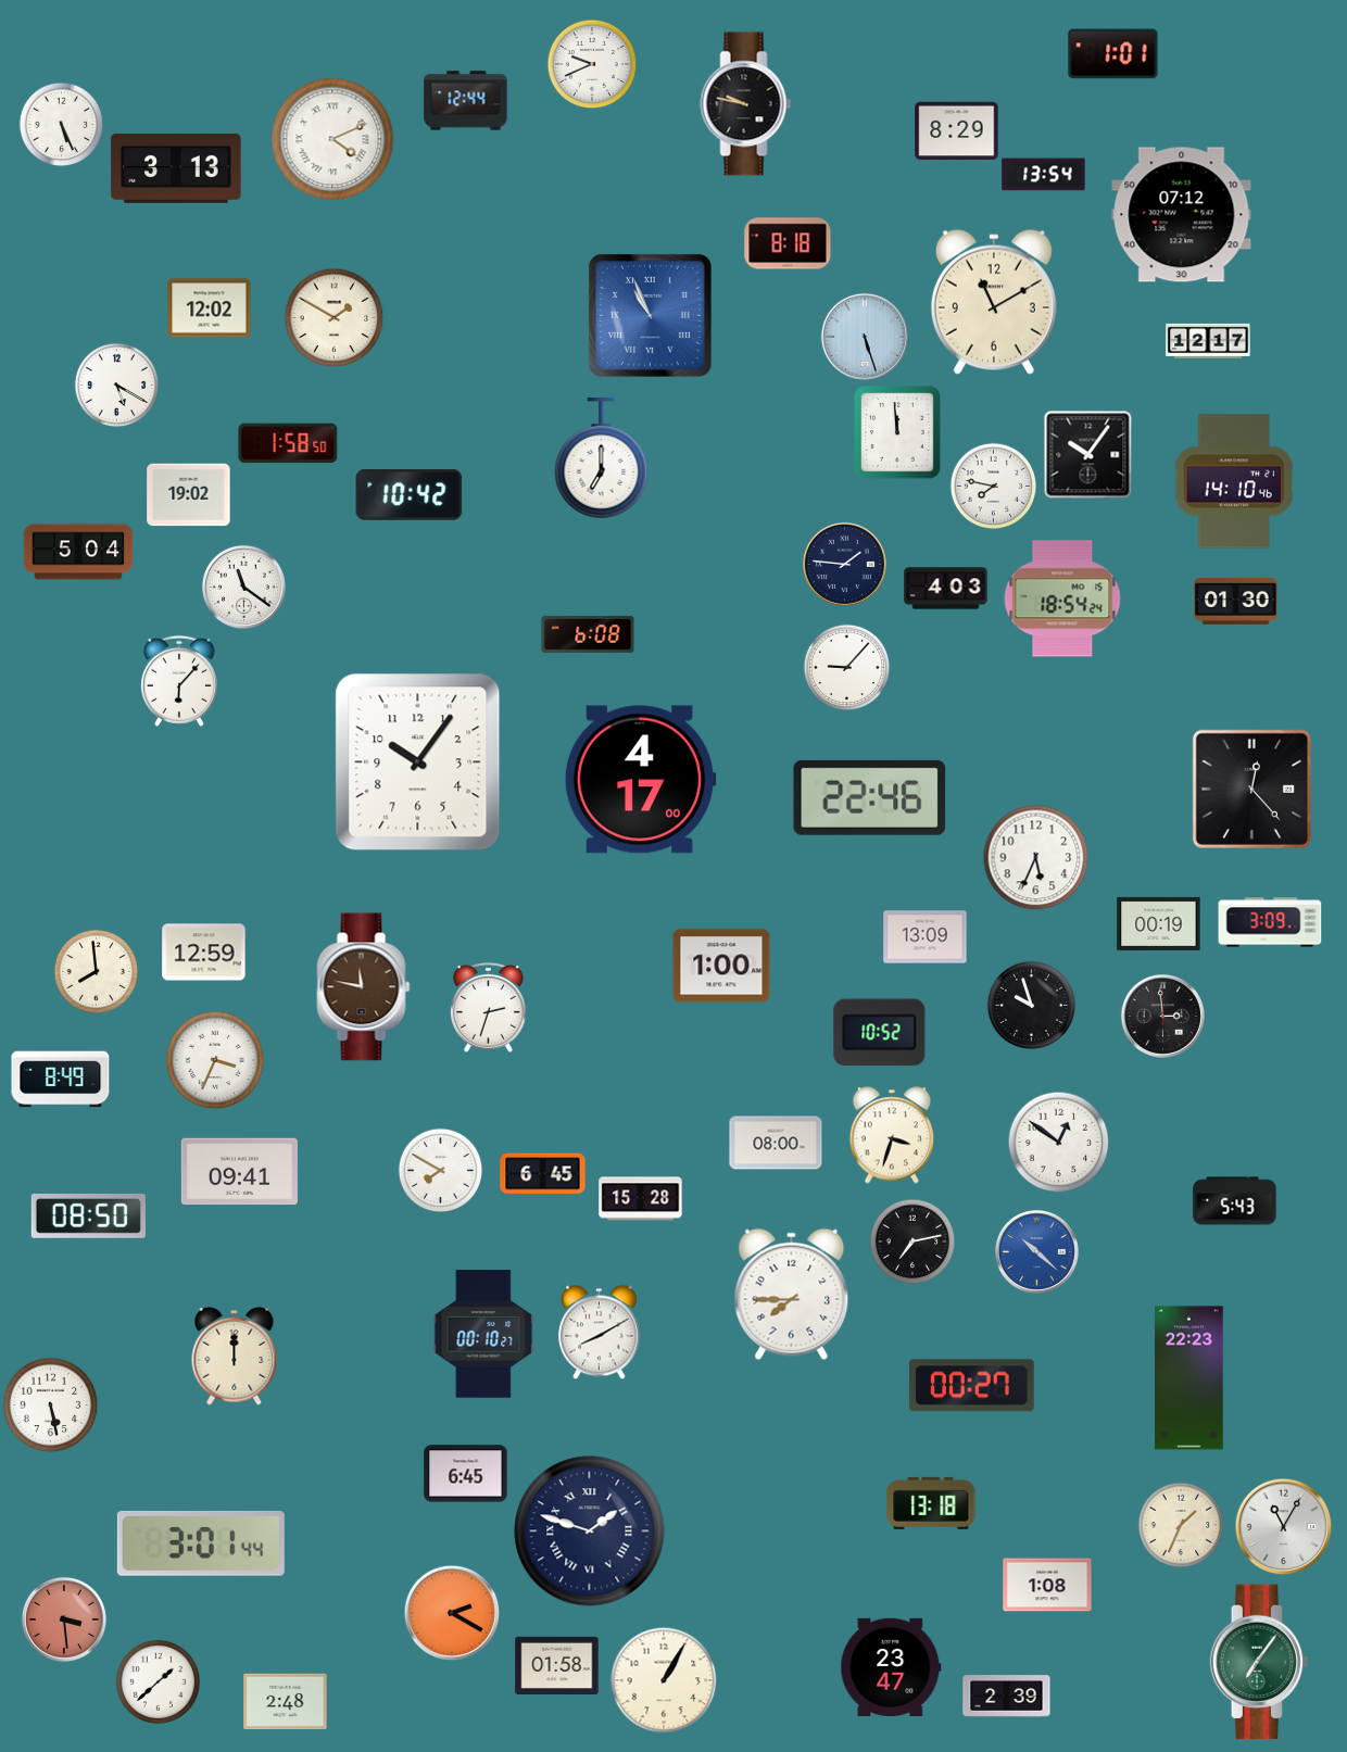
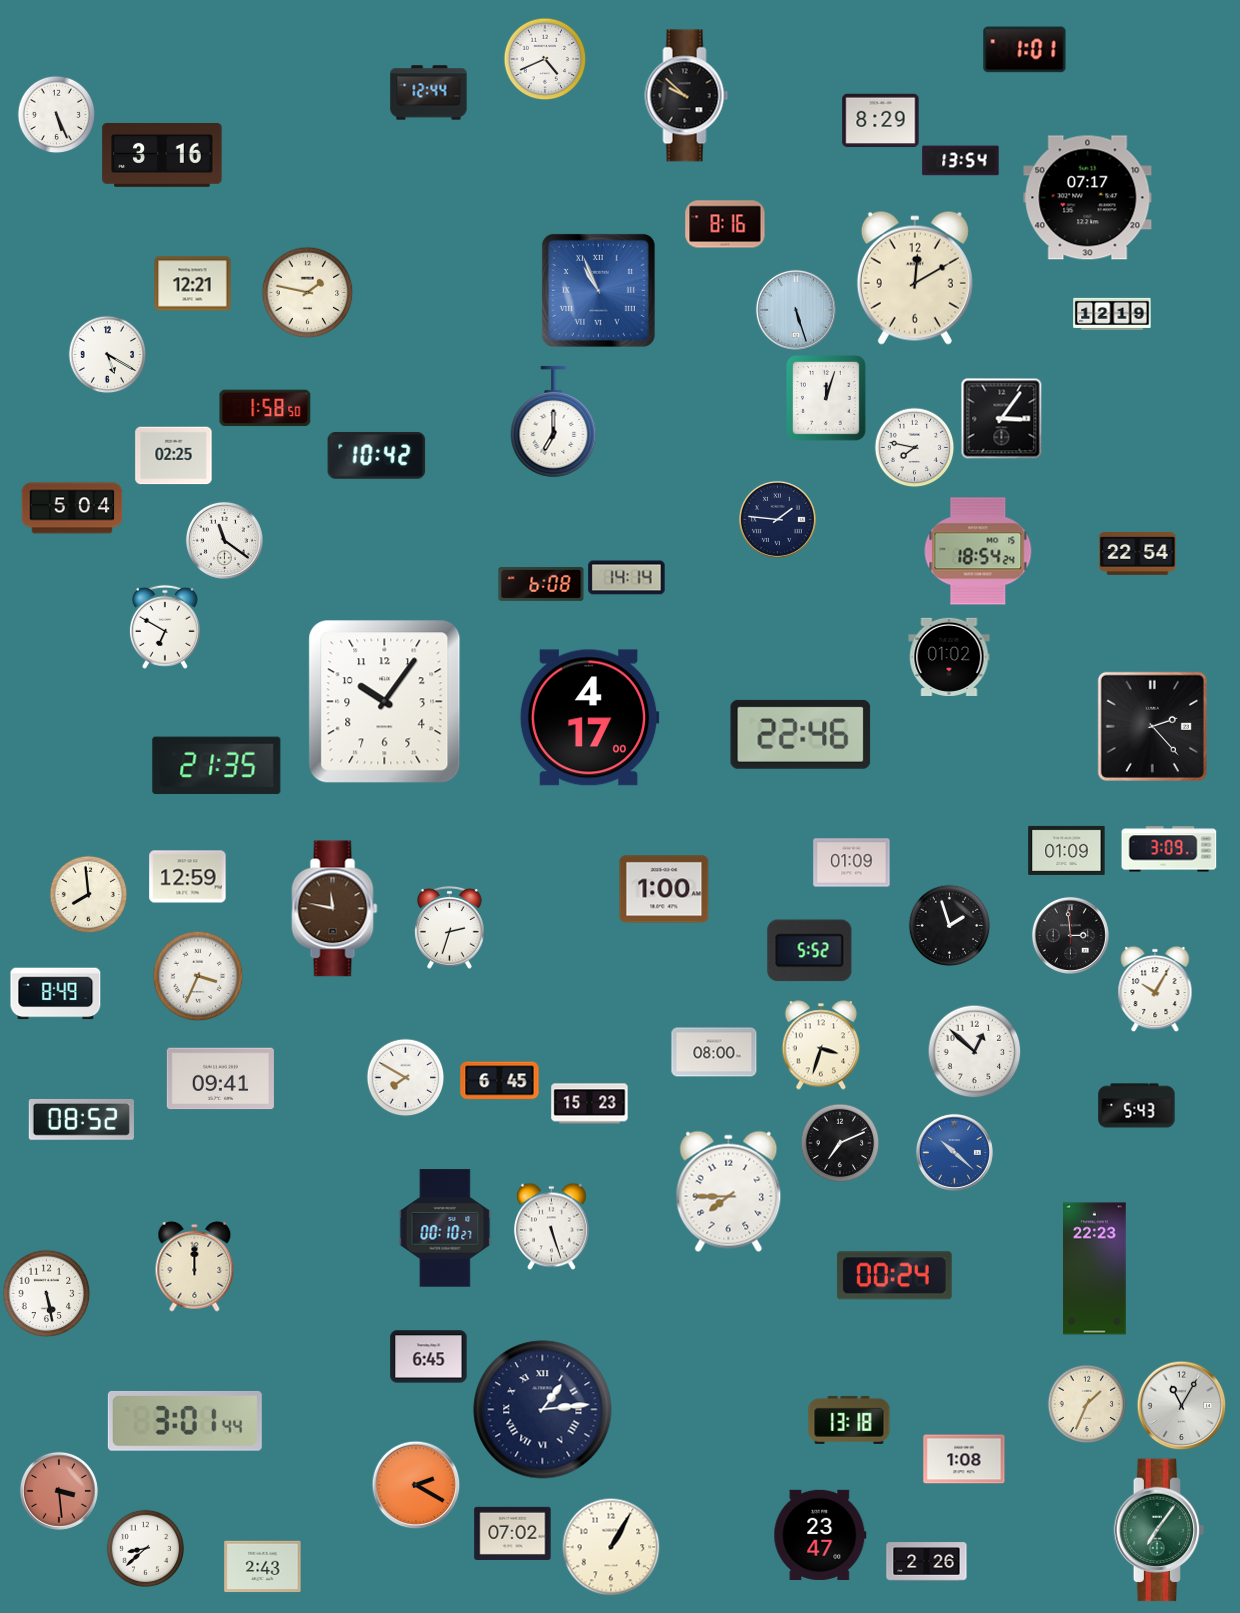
clock at (592, 64): 9:41 -> 4:41
clock at (746, 104): 9:47 -> 9:52
clock at (332, 139): 4:11 -> none
clock at (176, 168): 3:13 -> 3:16
clock at (1182, 215): 07:12 -> 07:17
clock at (788, 243): 8:18 -> 8:16
clock at (994, 302): 11:10 -> 12:10
clock at (210, 308): 12:02 -> 12:21
clock at (333, 317): 1:50 -> 1:47
clock at (1208, 341): 12:17 -> 12:19
clock at (898, 433): 11:59 -> 12:03
clock at (1087, 454): 10:06 -> 3:06
clock at (1234, 481): 14:10 -> none
clock at (189, 495): 19:02 -> 02:25
clock at (946, 589): 4:03 -> none
clock at (1236, 602): 01:30 -> 22:54
clock at (627, 578): none -> 14:14
clock at (846, 667): 9:07 -> none
clock at (179, 681): 6:07 -> 6:50
clock at (949, 657): none -> 01:02
clock at (1251, 789): 12:23 -> 2:23
clock at (217, 766): none -> 21:35
clock at (1035, 857): 5:34 -> none
clock at (1159, 923): 00:19 -> 01:09
clock at (926, 937): 13:09 -> 01:09
clock at (1031, 1005): 9:57 -> 1:57
clock at (880, 1033): 10:52 -> 5:52
clock at (1155, 989): none -> 10:05
clock at (1058, 1142): 12:51 -> 12:52
clock at (641, 1199): 15:28 -> 15:23
clock at (88, 1215): 08:50 -> 08:52
clock at (912, 1241): 7:13 -> 7:11
clock at (600, 1332): 8:10 -> 5:27
clock at (235, 1356) position: (235, 1356) -> (195, 1266)
clock at (971, 1386): 00:27 -> 00:24
clock at (931, 1503) position: (931, 1503) -> (849, 1420)
clock at (590, 1532): 1:48 -> 1:14
clock at (557, 1665): 01:58 -> 07:02
clock at (158, 1681): 1:38 -> 8:38
clock at (1007, 1697): 2:39 -> 2:26
clock at (286, 1702): 2:48 -> 2:43
